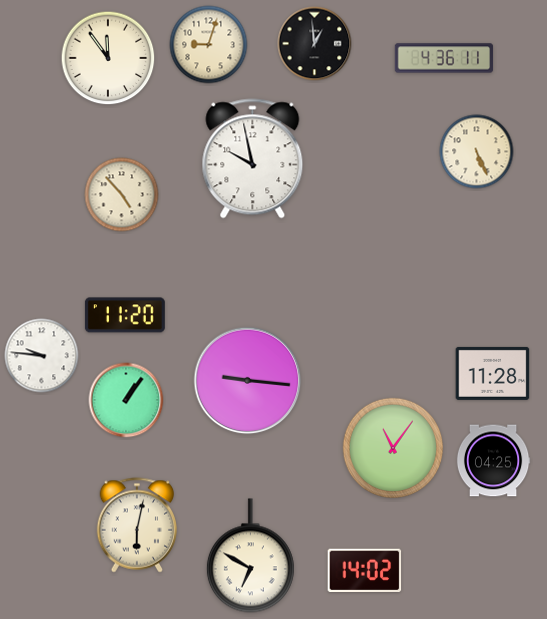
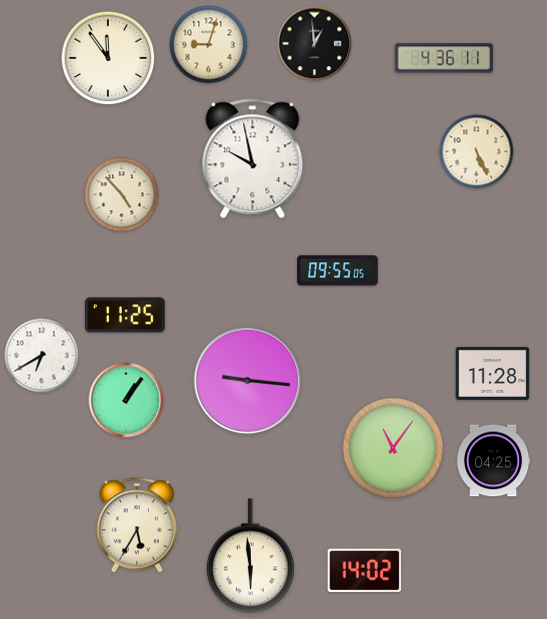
clock at (338, 271): none -> 09:55
clock at (125, 315): 11:20 -> 11:25
clock at (42, 356): 9:46 -> 6:40
clock at (137, 525): 6:02 -> 5:35
clock at (250, 556): 6:50 -> 5:59
